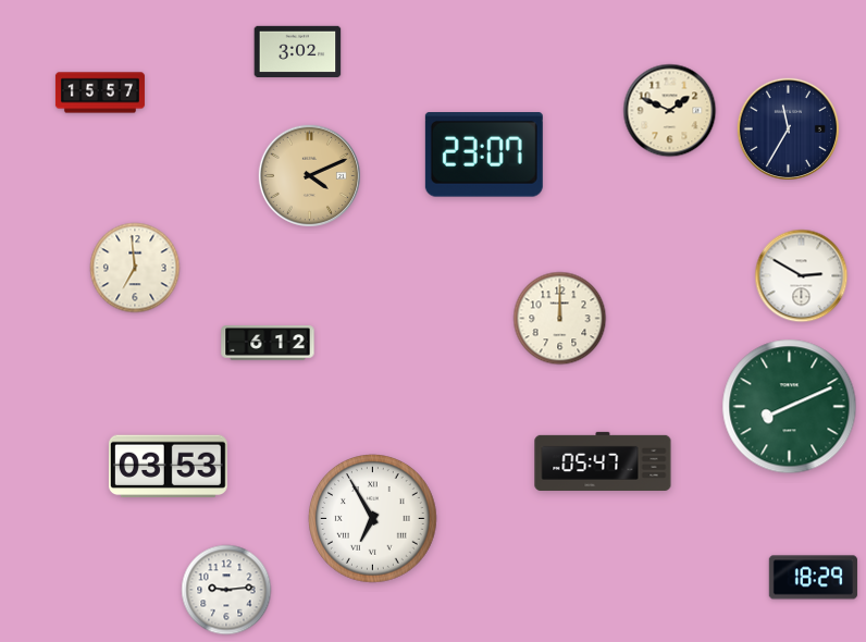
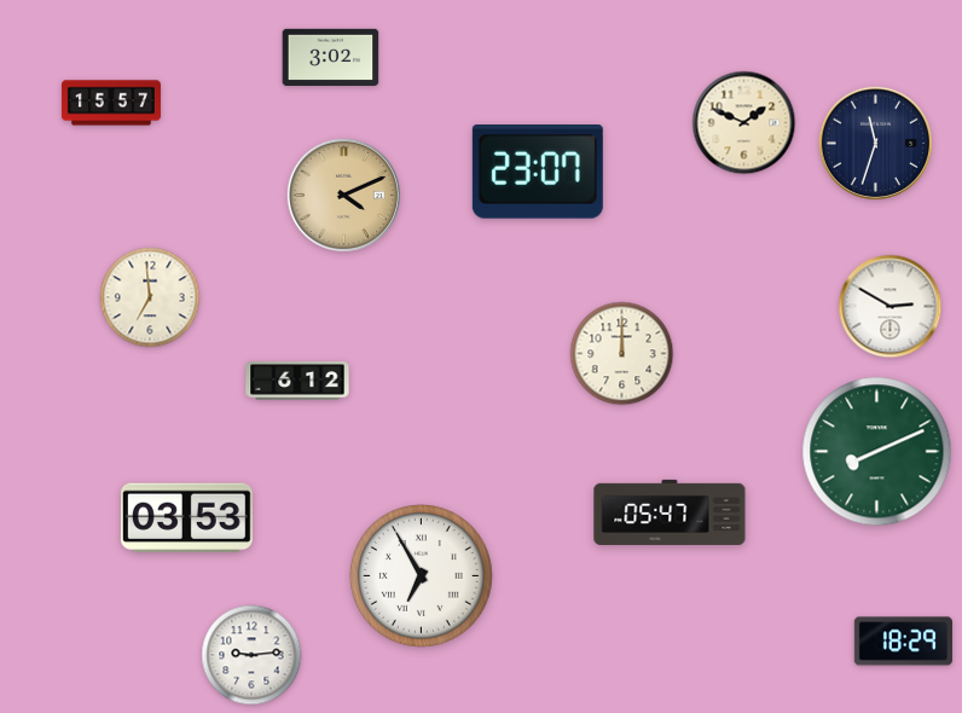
clock at (788, 128): 11:35 -> 11:33
clock at (373, 519) position: (373, 519) -> (422, 576)
